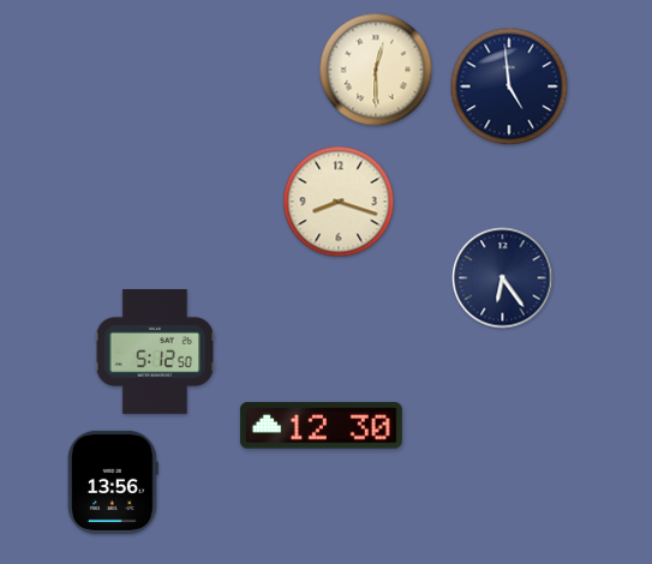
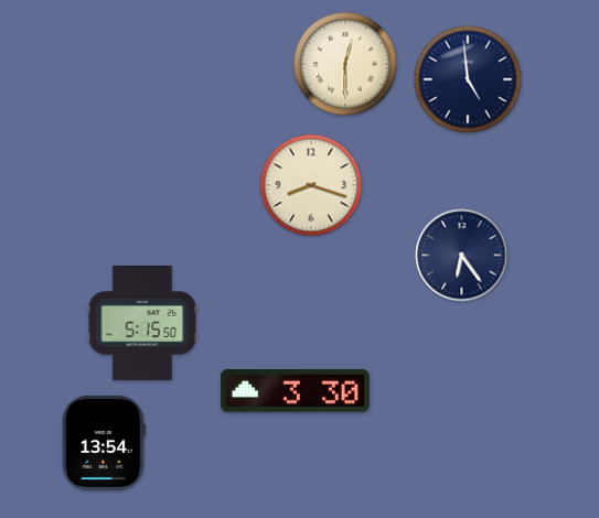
clock at (154, 353): 5:12 -> 5:15
clock at (321, 426): 12:30 -> 3:30
clock at (113, 482): 13:56 -> 13:54
